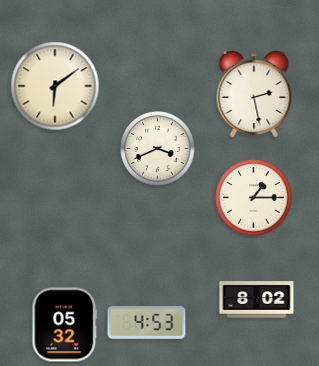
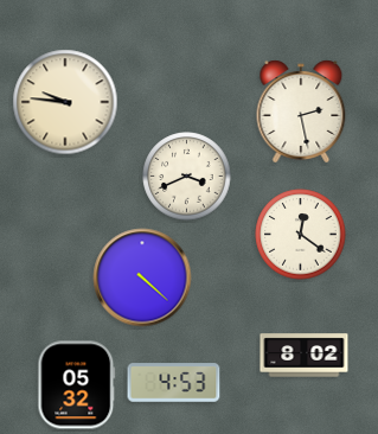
clock at (55, 86): 6:09 -> 9:46
clock at (254, 198): 1:15 -> 12:21
clock at (142, 277): none -> 4:22
